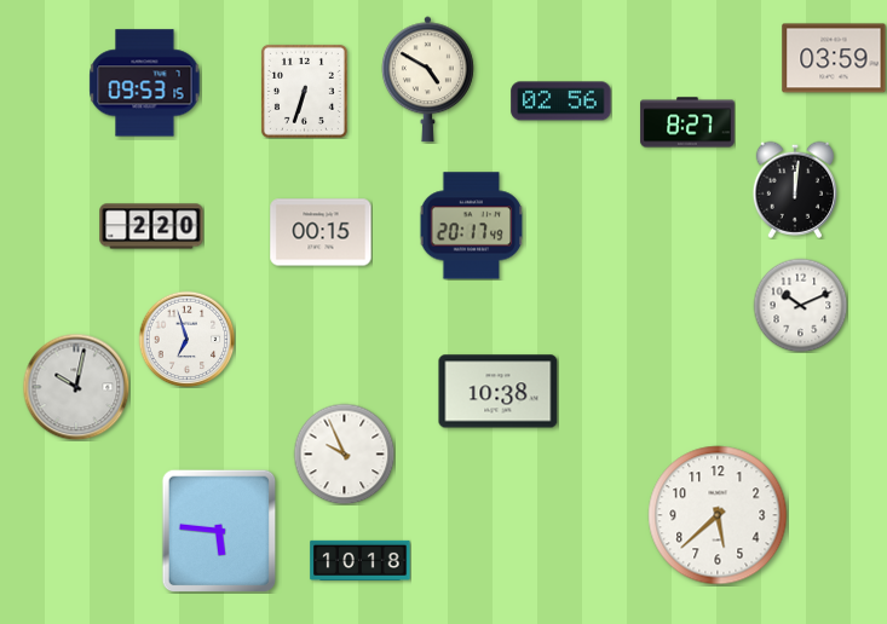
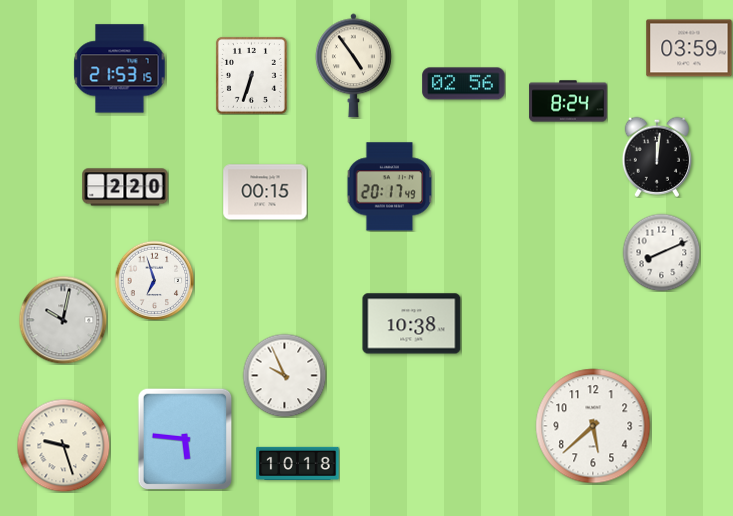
clock at (427, 80): 4:50 -> 4:54
clock at (145, 83): 09:53 -> 21:53
clock at (687, 122): 8:27 -> 8:24
clock at (800, 305): 10:11 -> 8:11
clock at (219, 531) position: (219, 531) -> (185, 439)
clock at (63, 445): none -> 9:27
